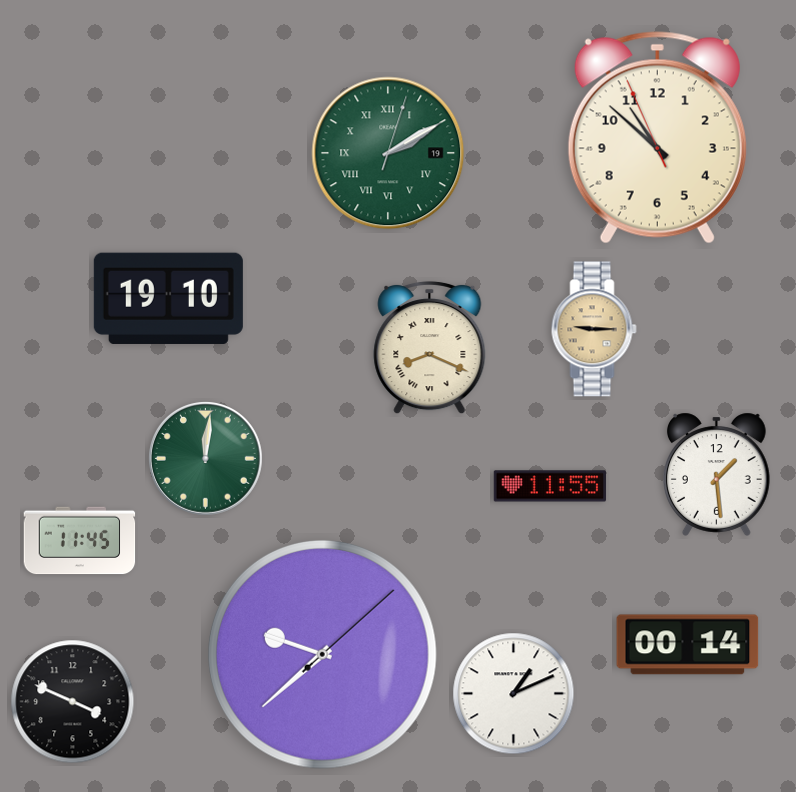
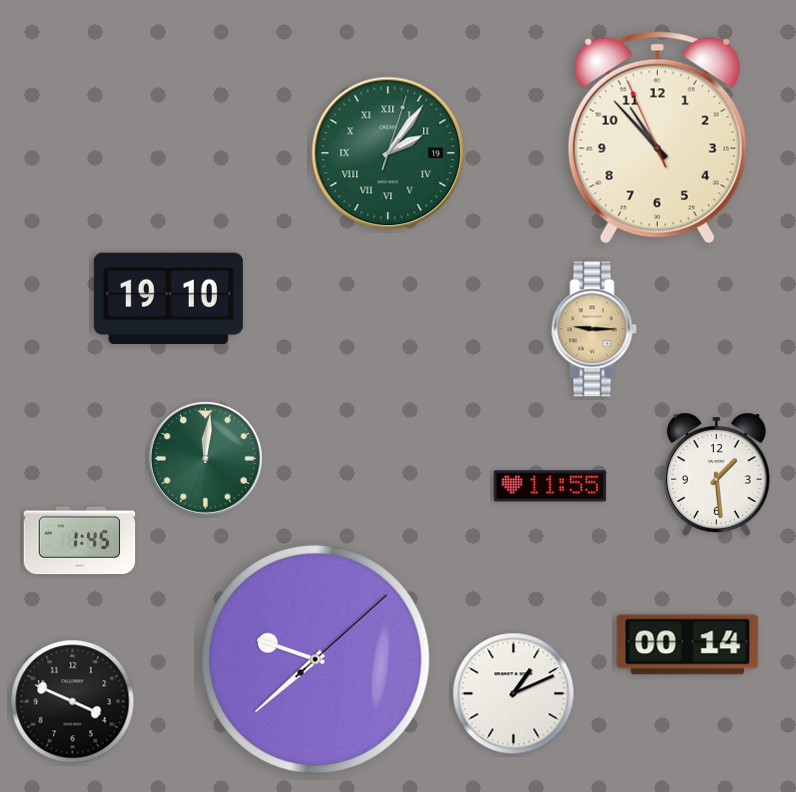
clock at (657, 138): 10:51 -> 10:52
clock at (388, 153): 2:10 -> 2:06
clock at (430, 348): 8:19 -> none
clock at (80, 541): 11:45 -> 1:45
clock at (322, 654) position: (322, 654) -> (315, 659)
